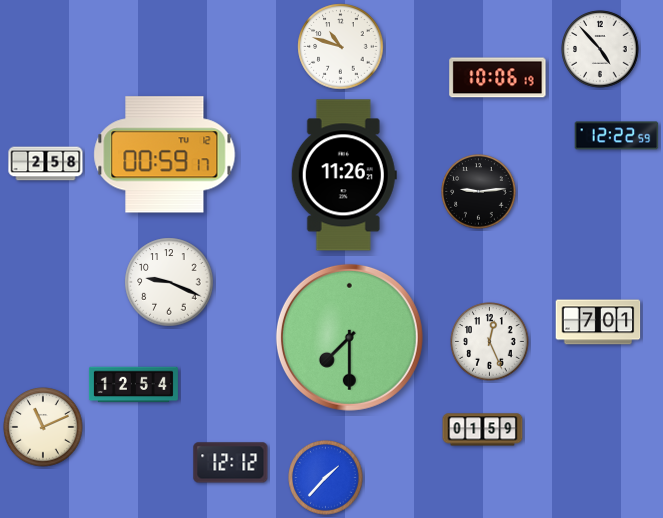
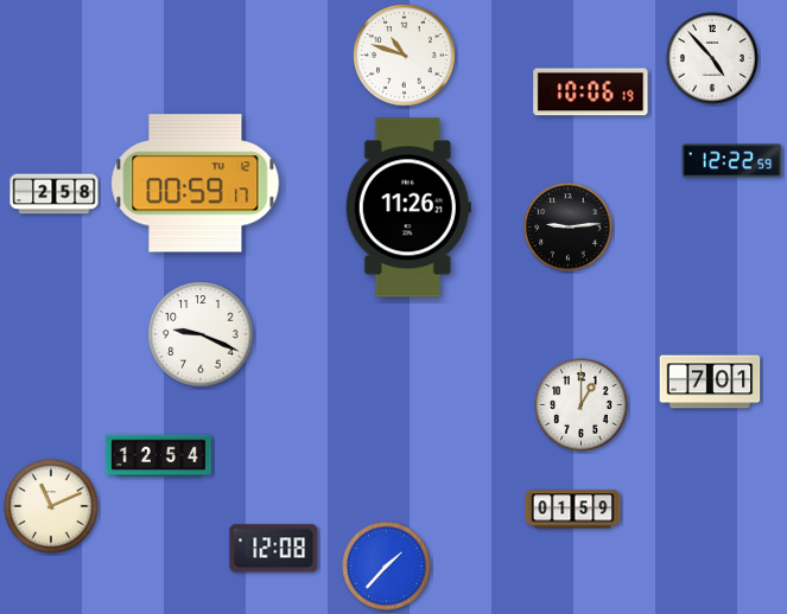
clock at (349, 337): 7:30 -> none
clock at (490, 342): 12:26 -> 1:00
clock at (231, 463): 12:12 -> 12:08
